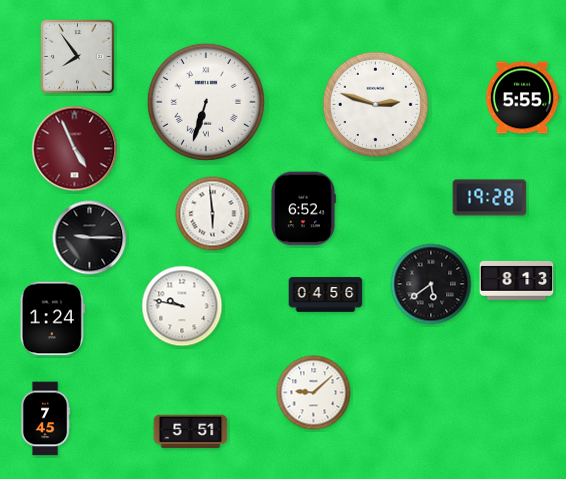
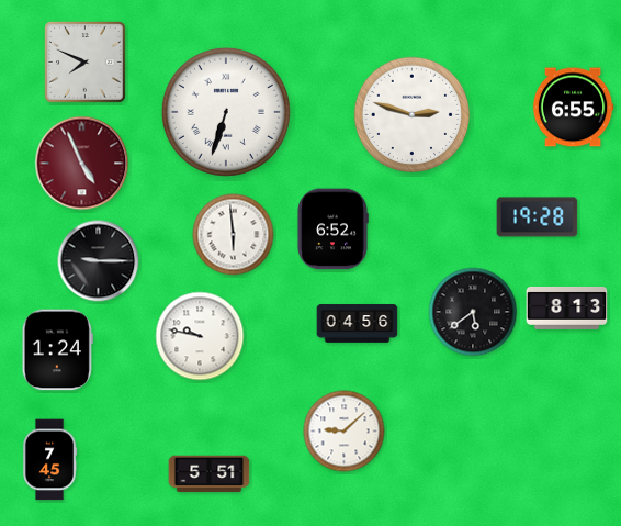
clock at (78, 57): 7:54 -> 7:49
clock at (522, 98): 5:55 -> 6:55
